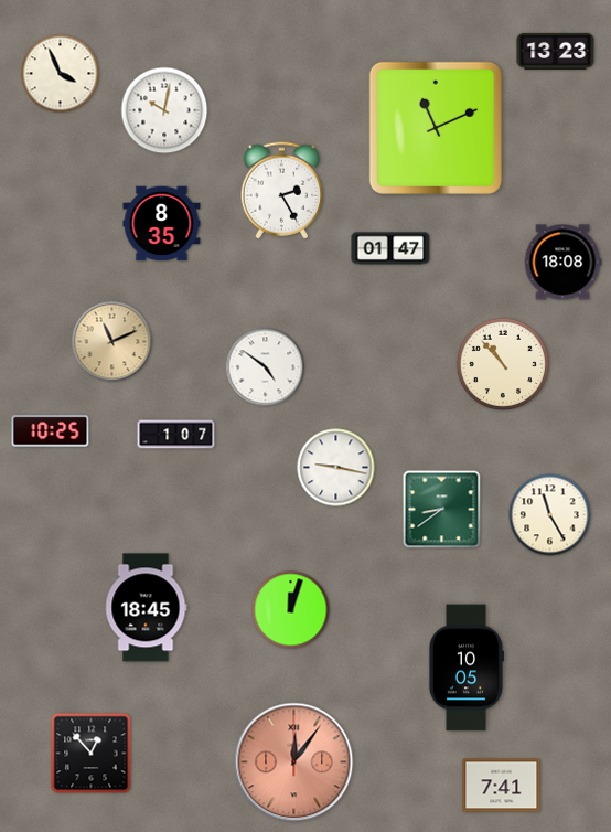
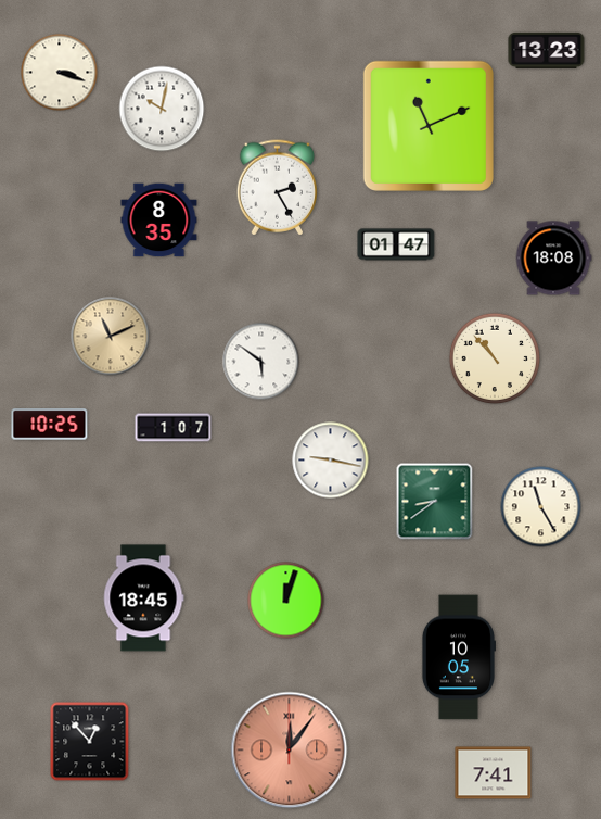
clock at (61, 74): 3:56 -> 3:18
clock at (390, 248) position: (390, 248) -> (396, 244)
clock at (266, 367): 4:51 -> 5:51
